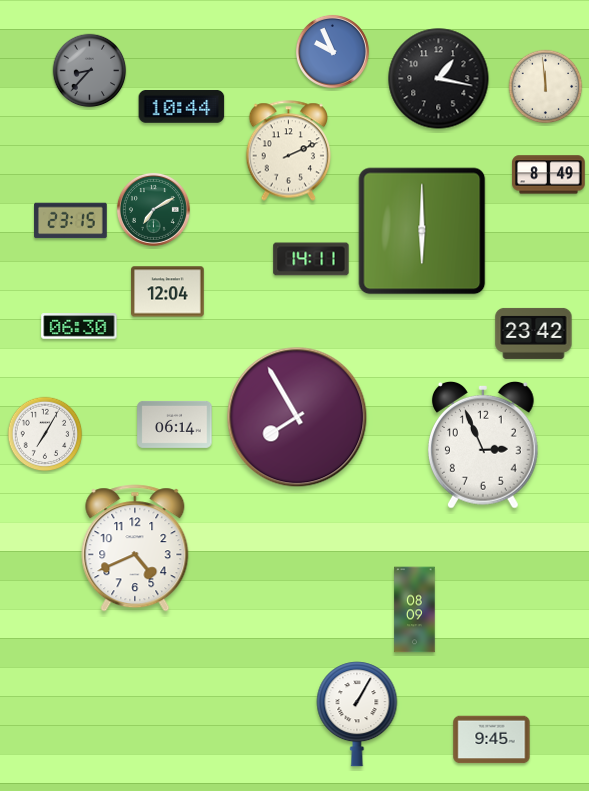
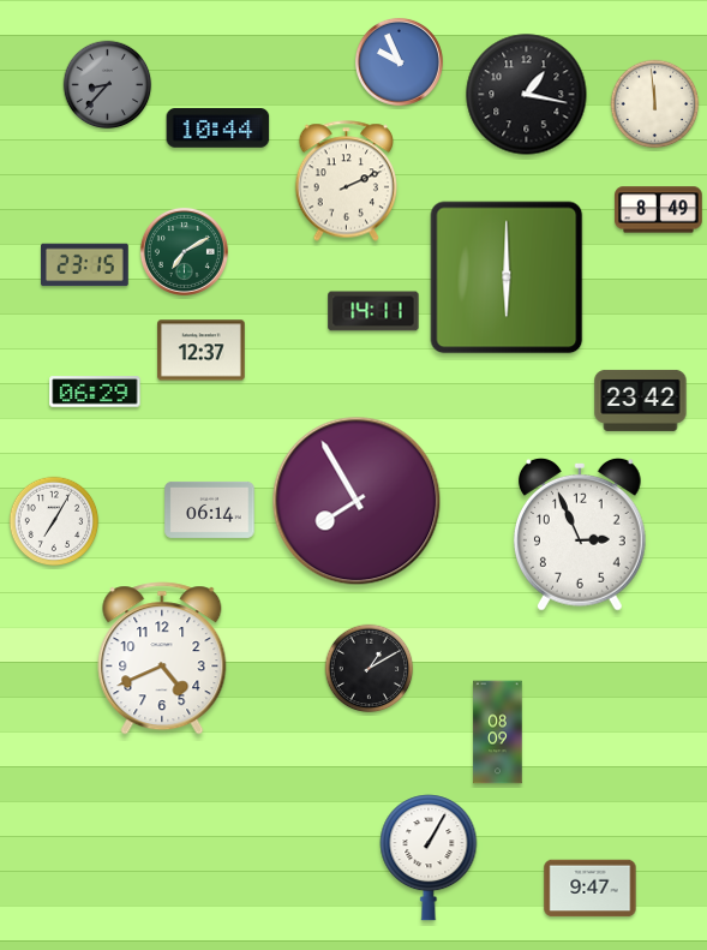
clock at (168, 292): 12:04 -> 12:37
clock at (79, 326): 06:30 -> 06:29
clock at (370, 669): none -> 1:10
clock at (492, 740): 9:45 -> 9:47
